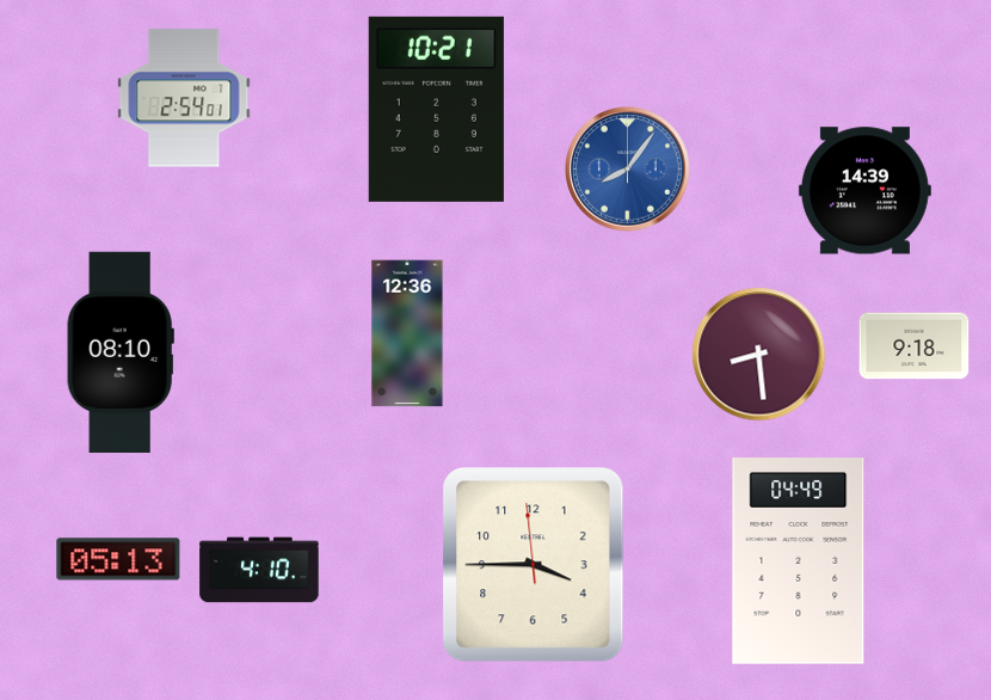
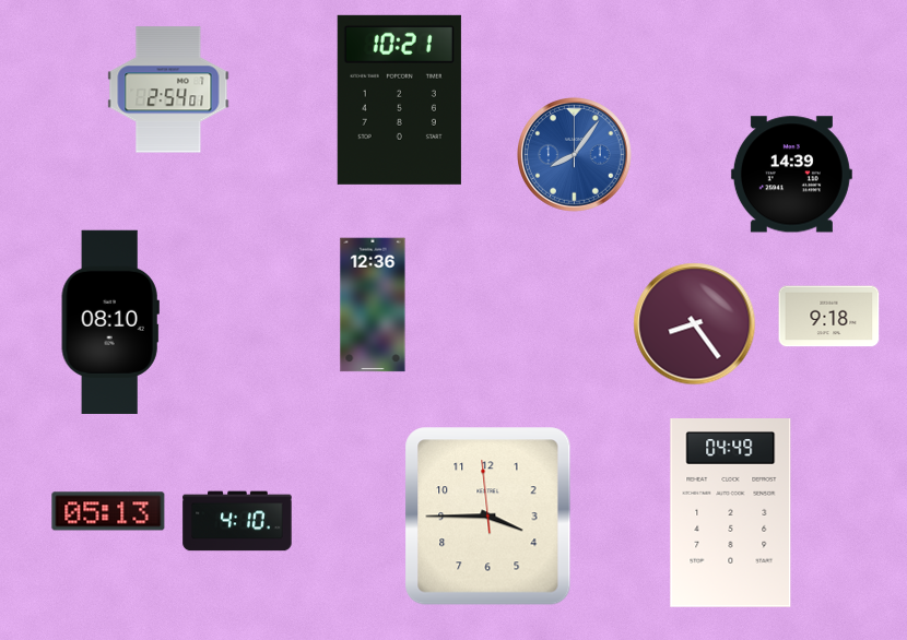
clock at (915, 346) position: (915, 346) -> (829, 317)
clock at (759, 355): 8:29 -> 8:24
